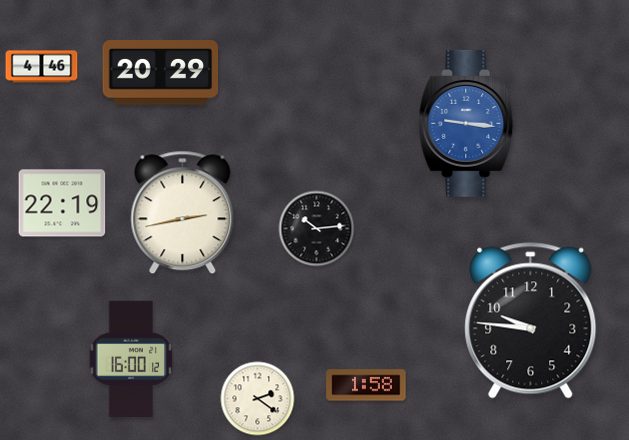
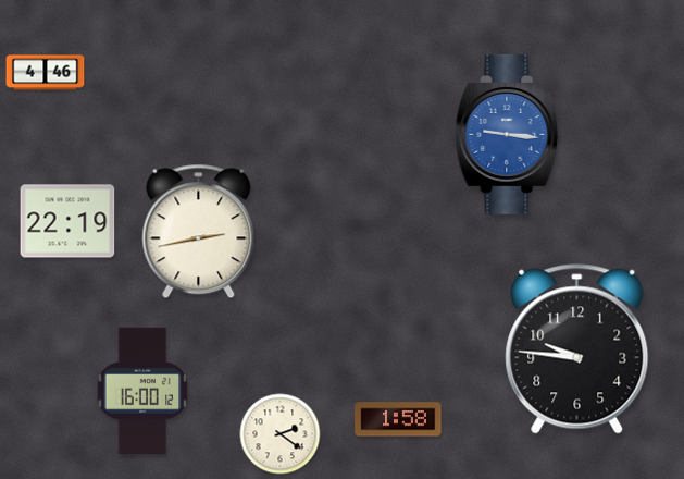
clock at (161, 73): 20:29 -> none
clock at (317, 229): 10:14 -> none
